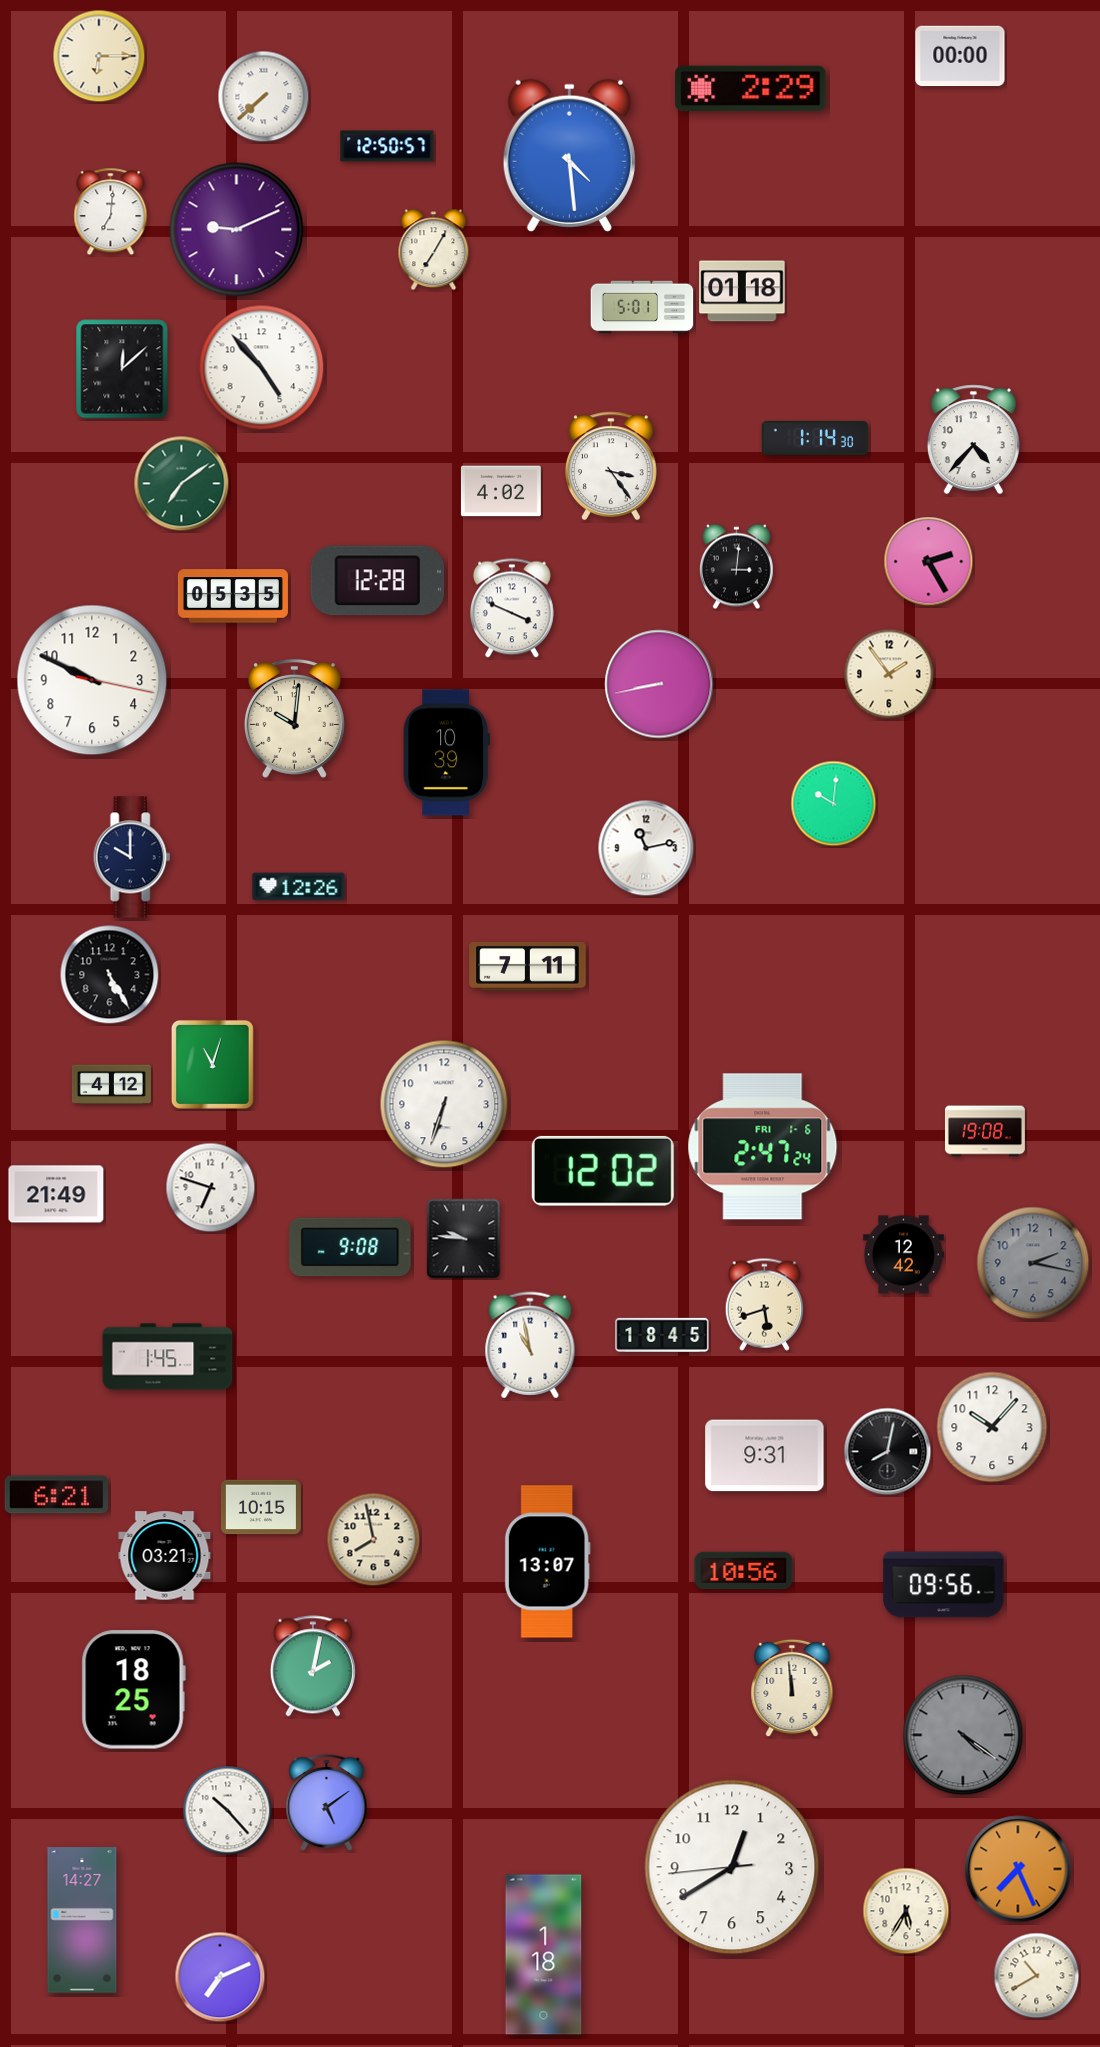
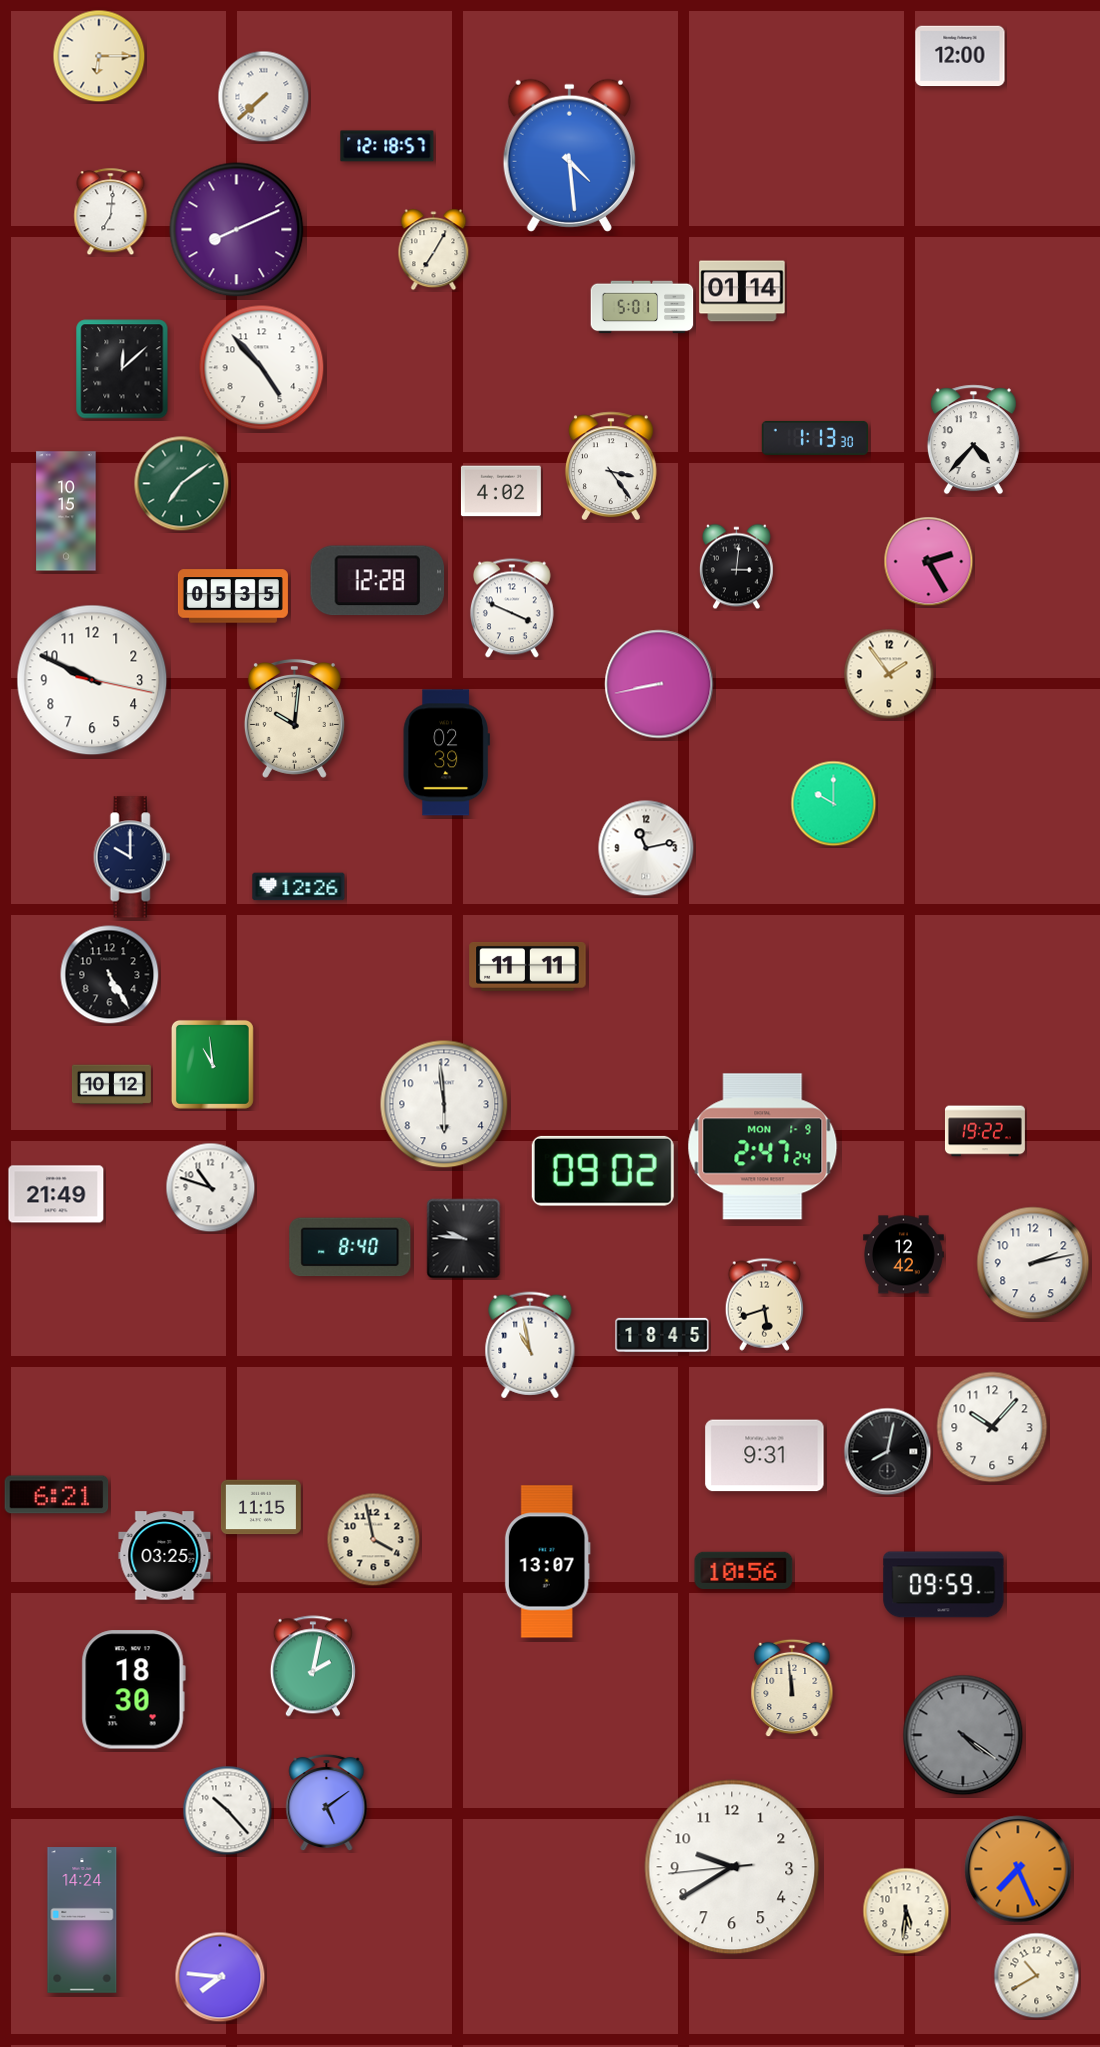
clock at (960, 56): 00:00 -> 12:00
clock at (751, 89): 2:29 -> none
clock at (387, 146): 12:50 -> 12:18
clock at (237, 230): 9:11 -> 8:11
clock at (742, 291): 01:18 -> 01:14
clock at (814, 438): 1:14 -> 1:13
clock at (66, 511): none -> 10:15
clock at (446, 753): 10:39 -> 02:39
clock at (834, 804): 10:01 -> 10:00
clock at (528, 966): 7:11 -> 11:11
clock at (212, 1064): 11:03 -> 10:59
clock at (111, 1085): 4:12 -> 10:12
clock at (444, 1104): 6:33 -> 5:59
clock at (985, 1131): 19:08 -> 19:22
clock at (763, 1147) date: FRI 1-6 -> MON 1-9
clock at (603, 1171): 12:02 -> 09:02
clock at (211, 1188): 6:48 -> 10:48
clock at (350, 1247): 9:08 -> 8:40
clock at (1033, 1263): 2:17 -> 2:13
clock at (1033, 1263) dial: grey -> white
clock at (168, 1357): 1:45 -> none
clock at (261, 1507): 10:15 -> 11:15
clock at (374, 1540): 7:58 -> 3:58
clock at (165, 1556): 03:21 -> 03:25
clock at (944, 1585): 09:56 -> 09:59
clock at (133, 1690): 18:25 -> 18:30
clock at (732, 1867): 12:39 -> 9:39
clock at (906, 1911): 5:35 -> 5:31
clock at (82, 1920): 14:27 -> 14:24
clock at (544, 1955): 1:18 -> none
clock at (220, 1977): 7:11 -> 7:46
